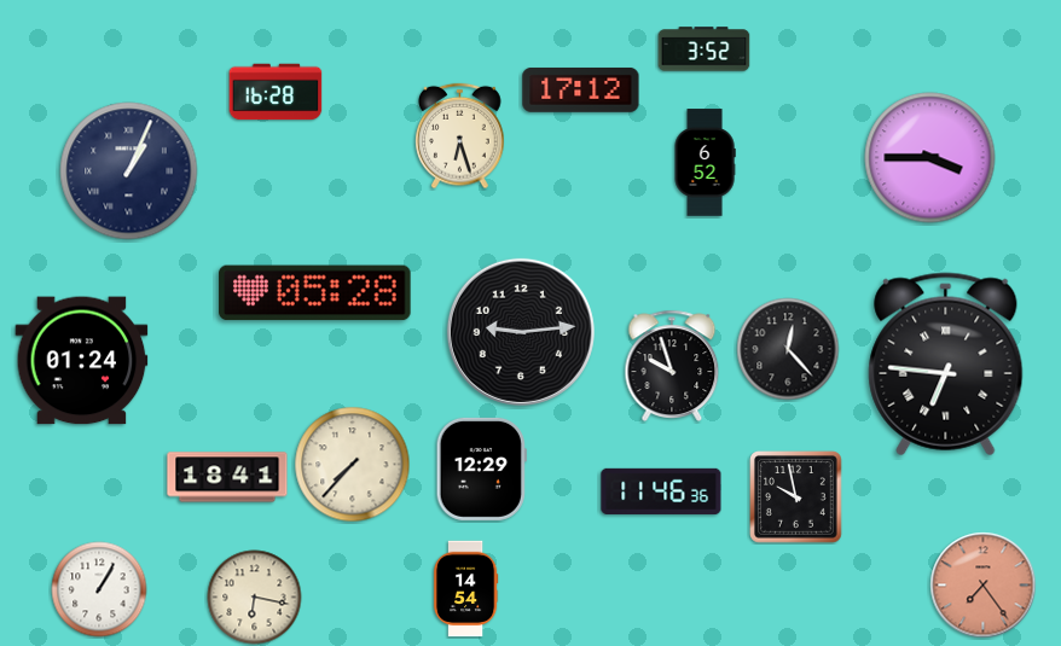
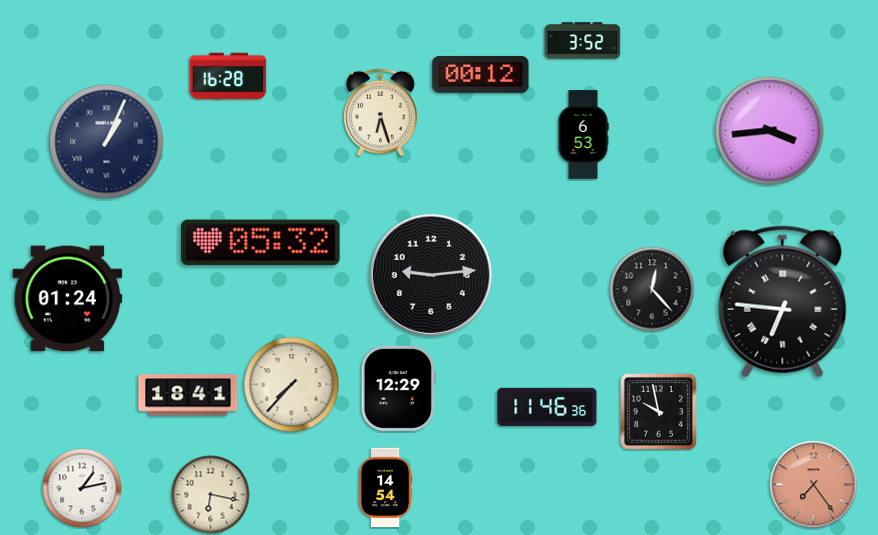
clock at (581, 89): 17:12 -> 00:12
clock at (930, 158): 3:45 -> 3:44
clock at (705, 163): 6:52 -> 6:53
clock at (315, 293): 05:28 -> 05:32
clock at (672, 366): 9:57 -> none
clock at (99, 589): 1:05 -> 1:13
